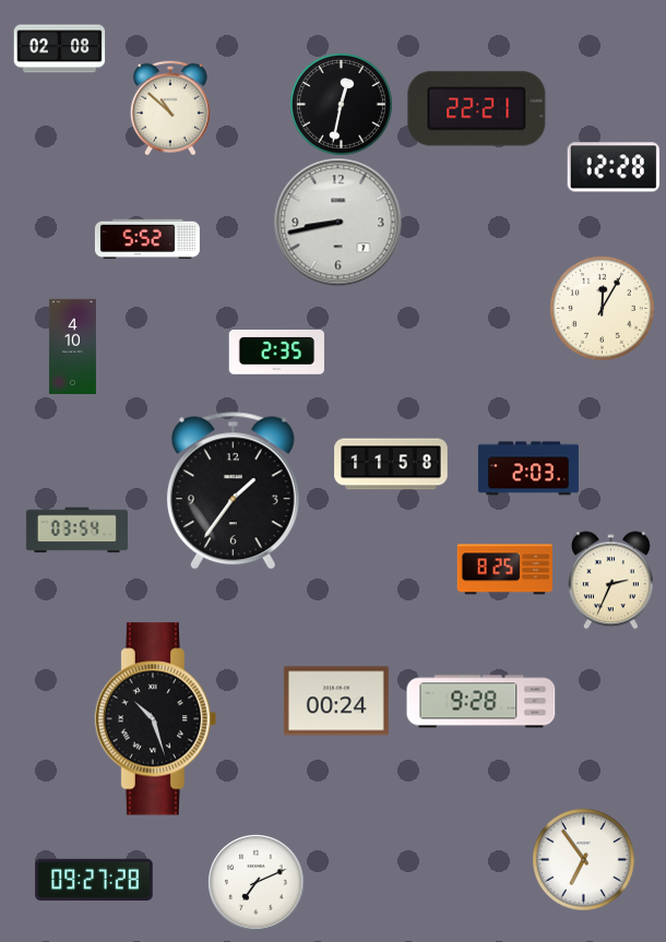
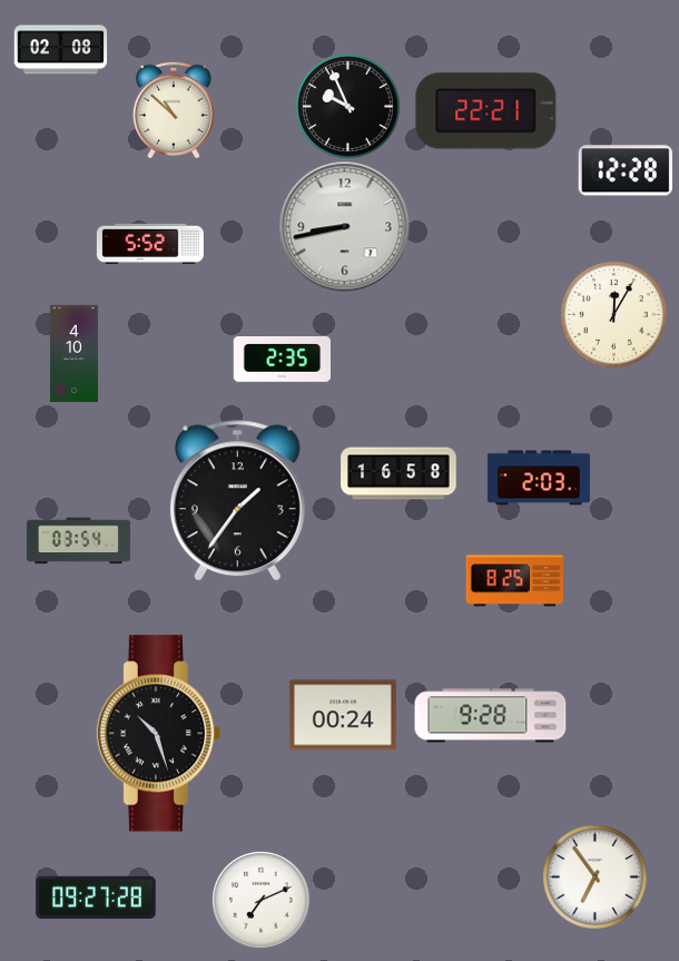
clock at (342, 105): 12:32 -> 9:56
clock at (391, 464): 11:58 -> 16:58
clock at (610, 580): 2:34 -> none
